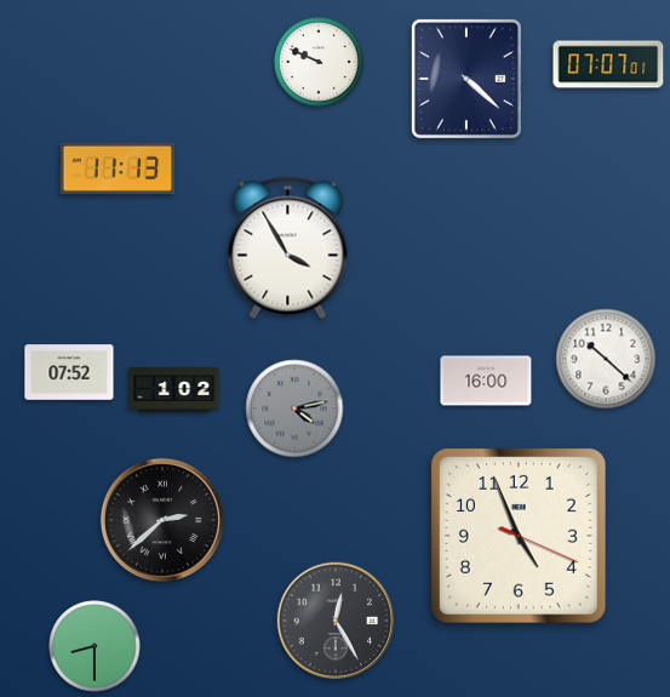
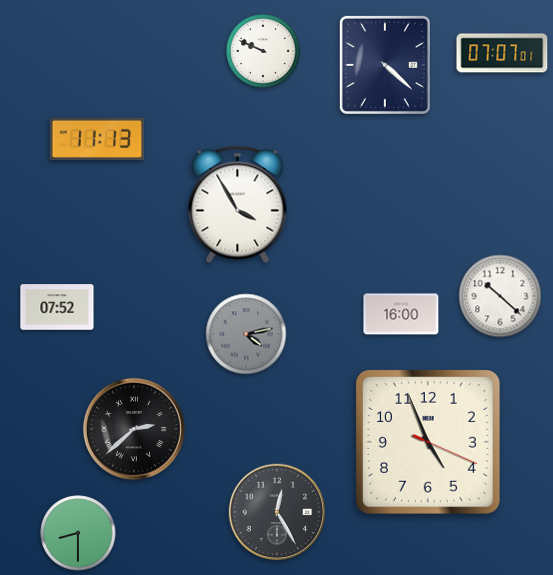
clock at (174, 390): 1:02 -> none
clock at (294, 409) position: (294, 409) -> (246, 334)
